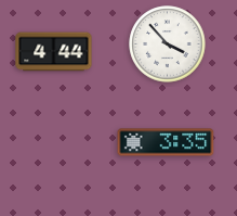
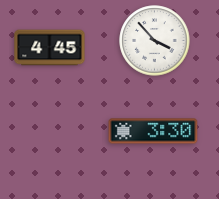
clock at (54, 52): 4:44 -> 4:45
clock at (166, 142): 3:35 -> 3:30
